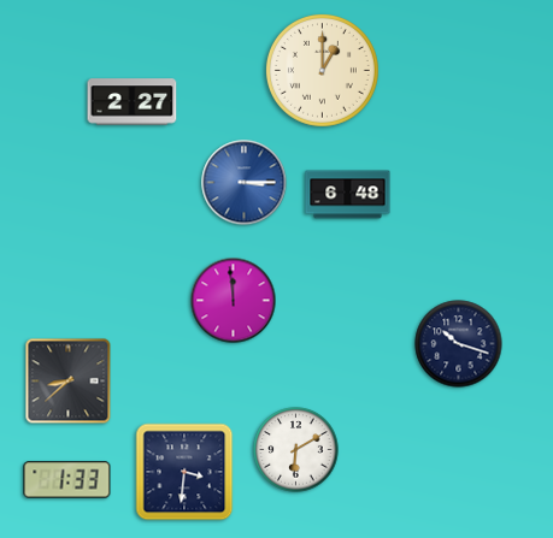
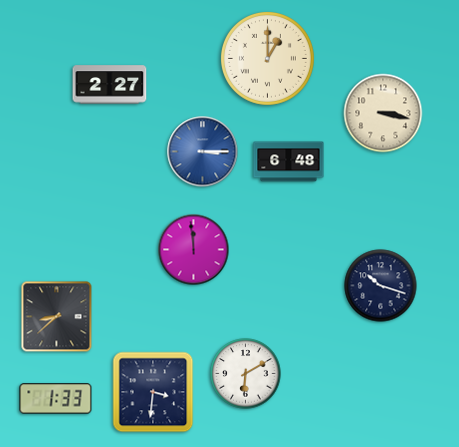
clock at (383, 113): none -> 3:17
